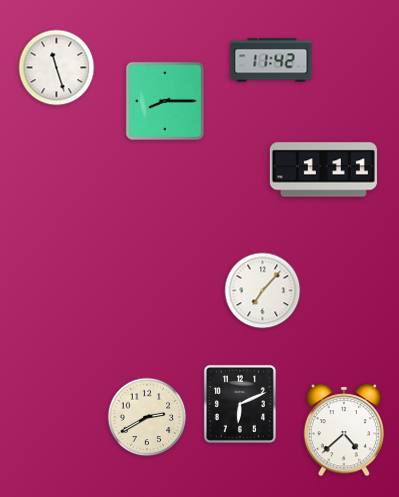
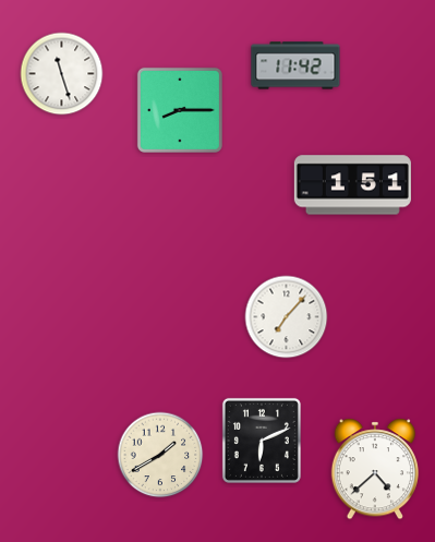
clock at (323, 170): 1:11 -> 1:51
clock at (147, 417): 2:40 -> 1:40
